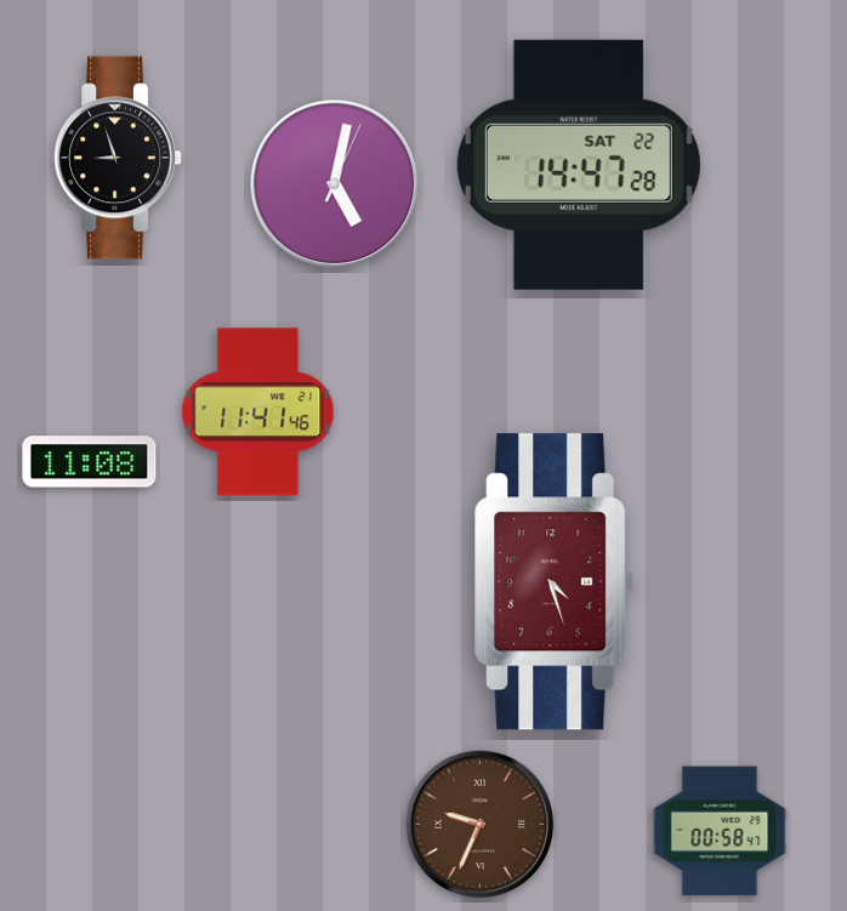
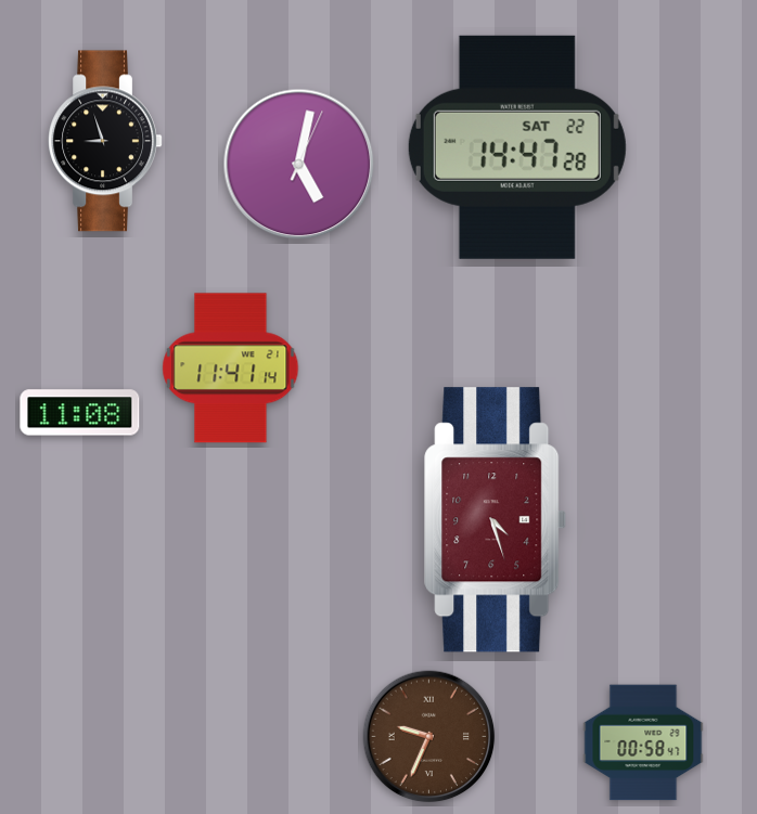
clock at (258, 412): 11:41:46 -> 11:41:14
